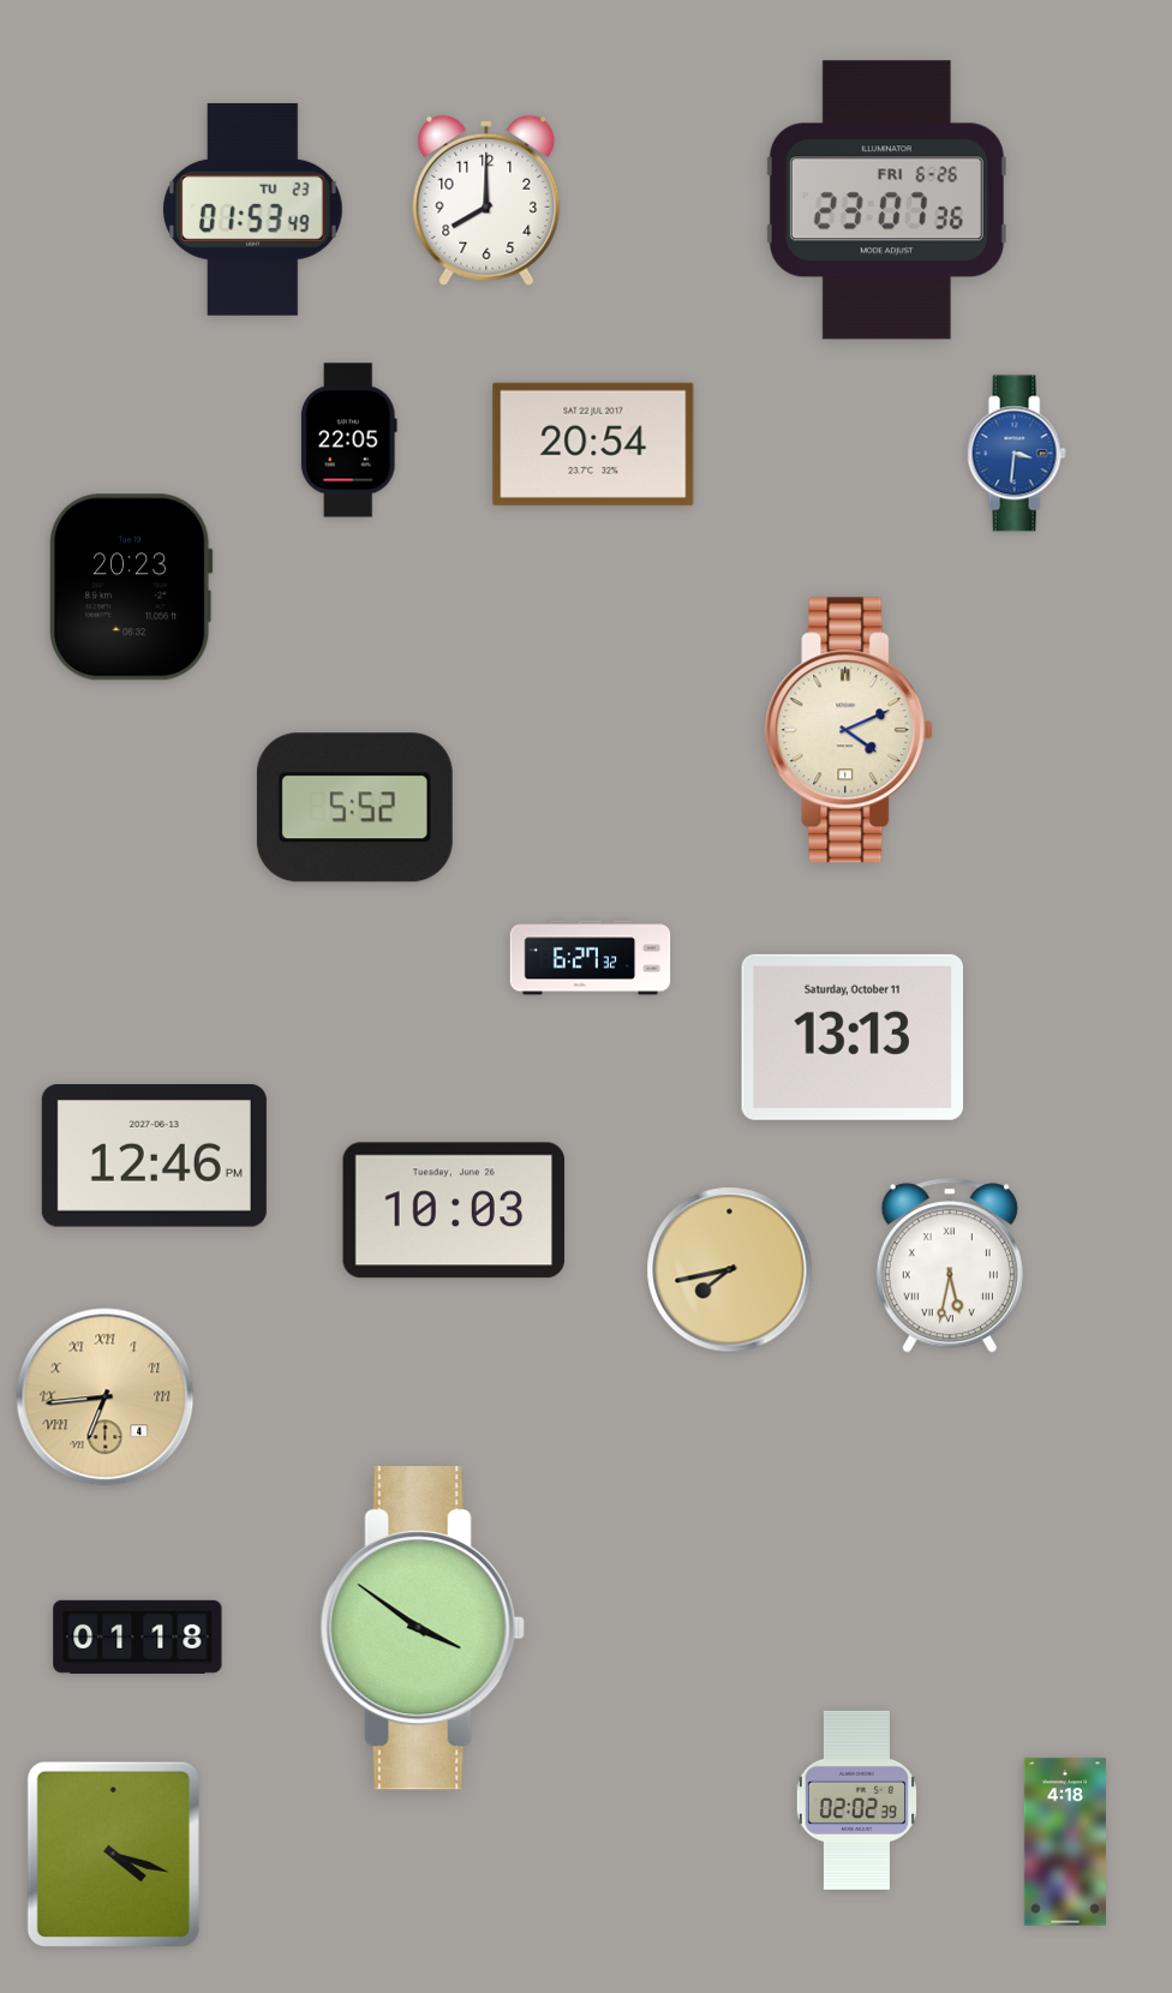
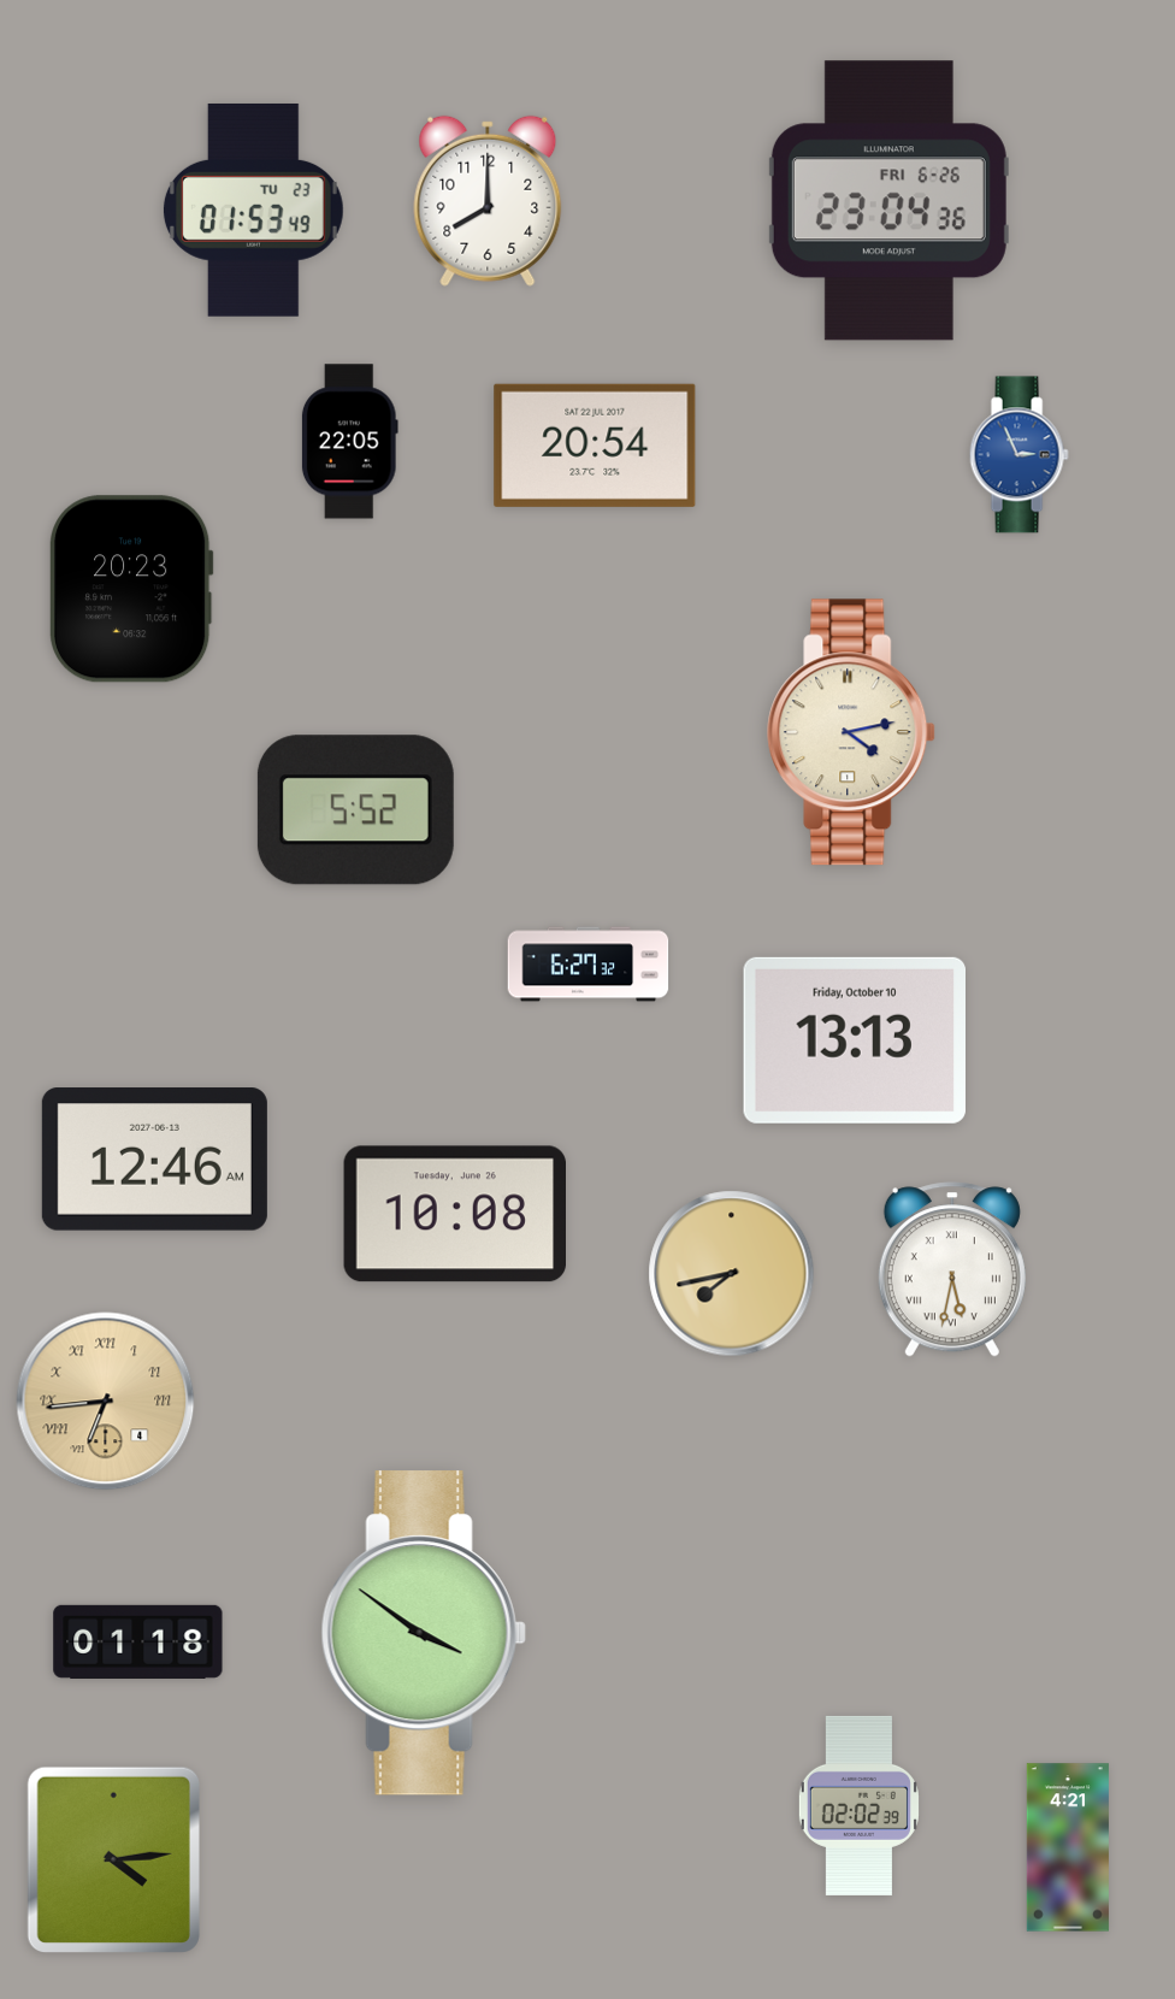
clock at (886, 201): 23:07 -> 23:04
clock at (1016, 454): 3:31 -> 2:56
clock at (850, 730): 4:11 -> 4:13
clock at (591, 958) position: (591, 958) -> (589, 965)
clock at (851, 1037) date: Saturday, October 11 -> Friday, October 10
clock at (154, 1156): 12:46 PM -> 12:46 AM
clock at (453, 1210): 10:03 -> 10:08
clock at (1065, 1842): 4:18 -> 4:21
clock at (113, 1854): 4:18 -> 4:14
